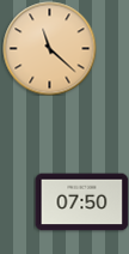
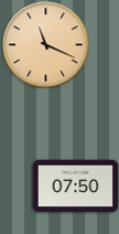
clock at (49, 48): 11:22 -> 11:19
